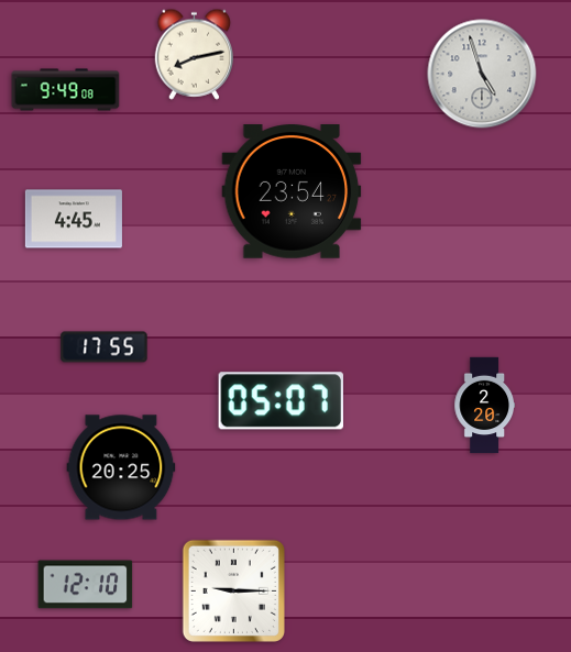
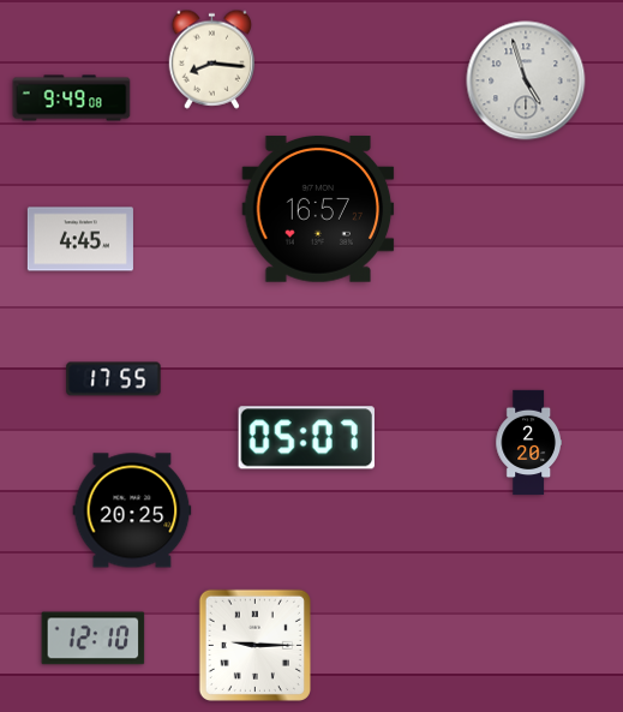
clock at (195, 54): 8:13 -> 8:16
clock at (292, 191): 23:54 -> 16:57
